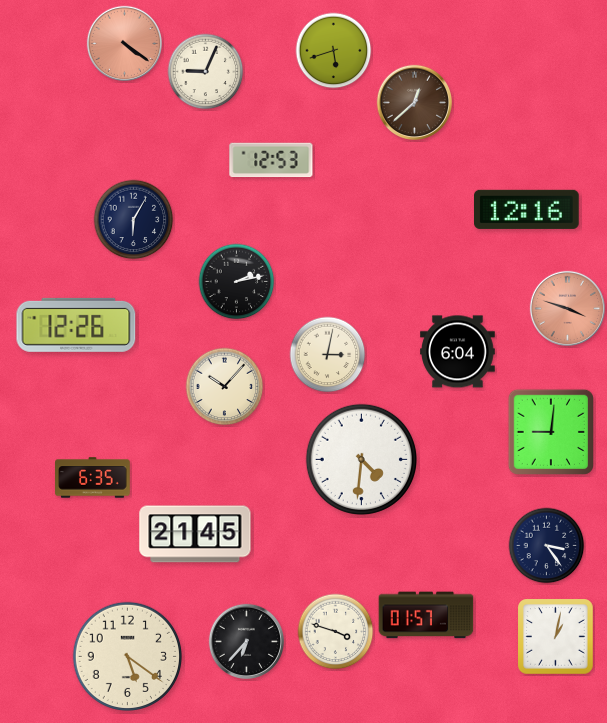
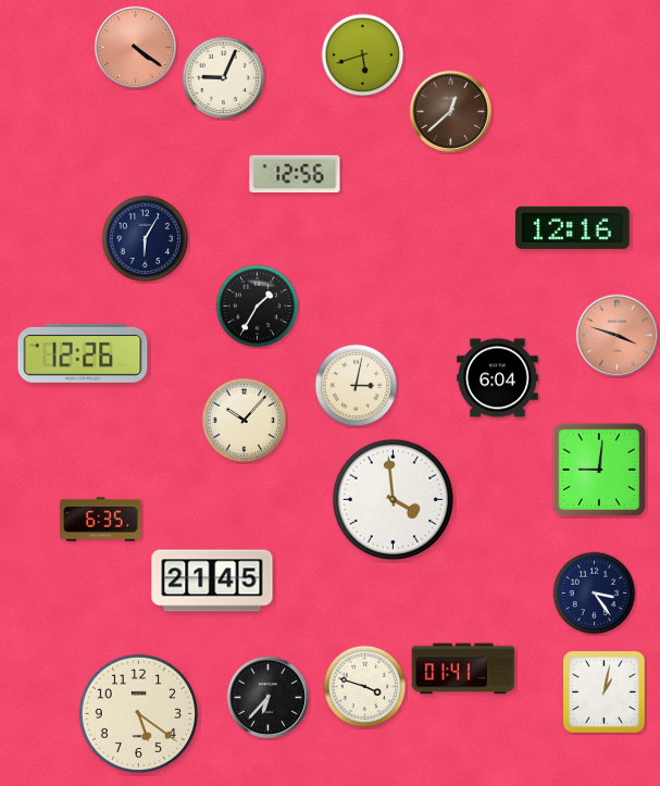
clock at (271, 160): 12:53 -> 12:56
clock at (237, 282): 2:13 -> 1:35
clock at (458, 352) position: (458, 352) -> (498, 378)
clock at (361, 459): 4:31 -> 3:59
clock at (426, 615): 01:57 -> 01:41
